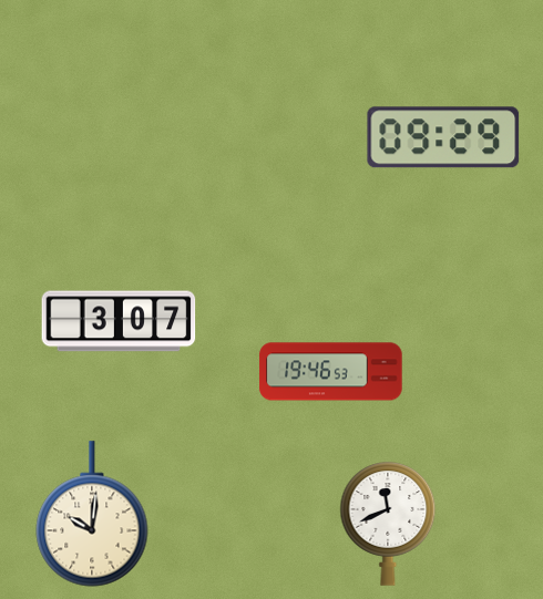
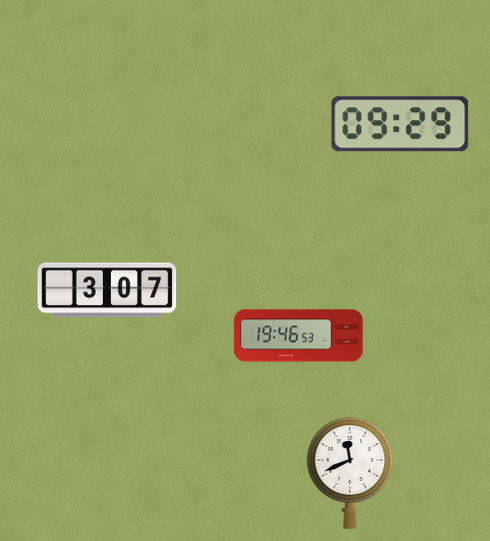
clock at (92, 514): 10:01 -> none
